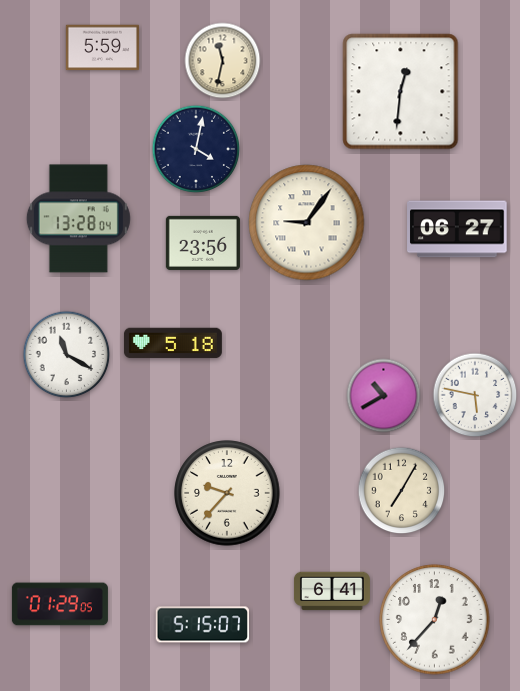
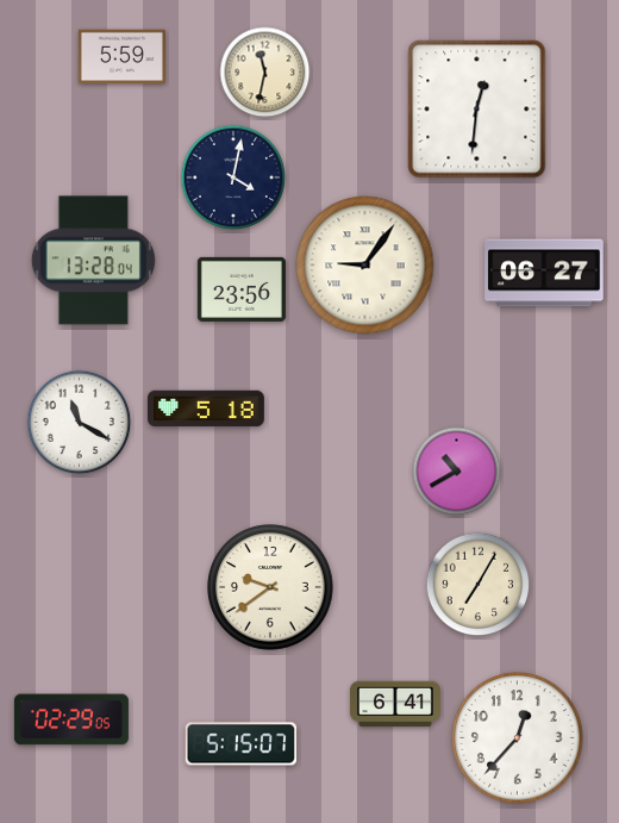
clock at (475, 395): 5:47 -> none
clock at (227, 493): 9:37 -> 9:39
clock at (60, 604): 01:29 -> 02:29
